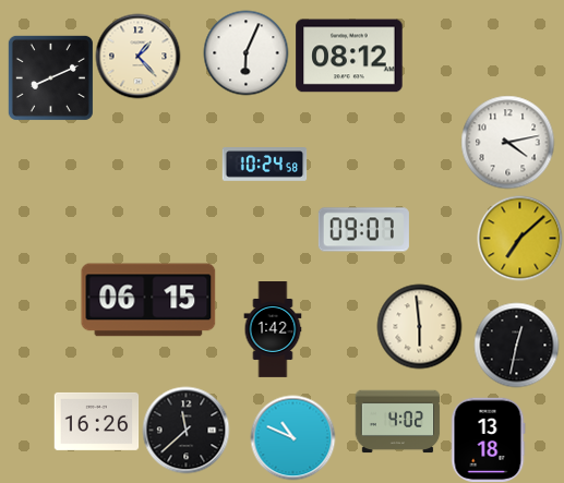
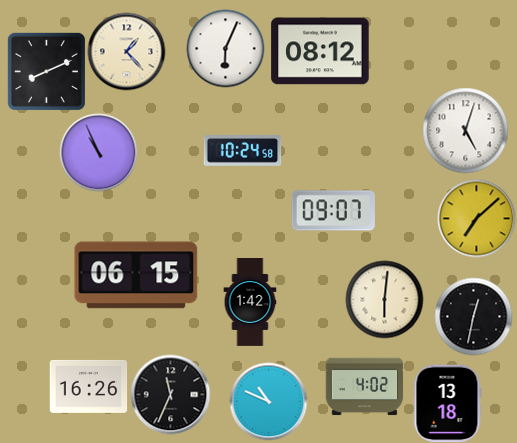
clock at (507, 142): 4:13 -> 5:03
clock at (98, 152): none -> 10:56
clock at (419, 326): 5:59 -> 6:01
clock at (185, 430): 11:38 -> 11:34
